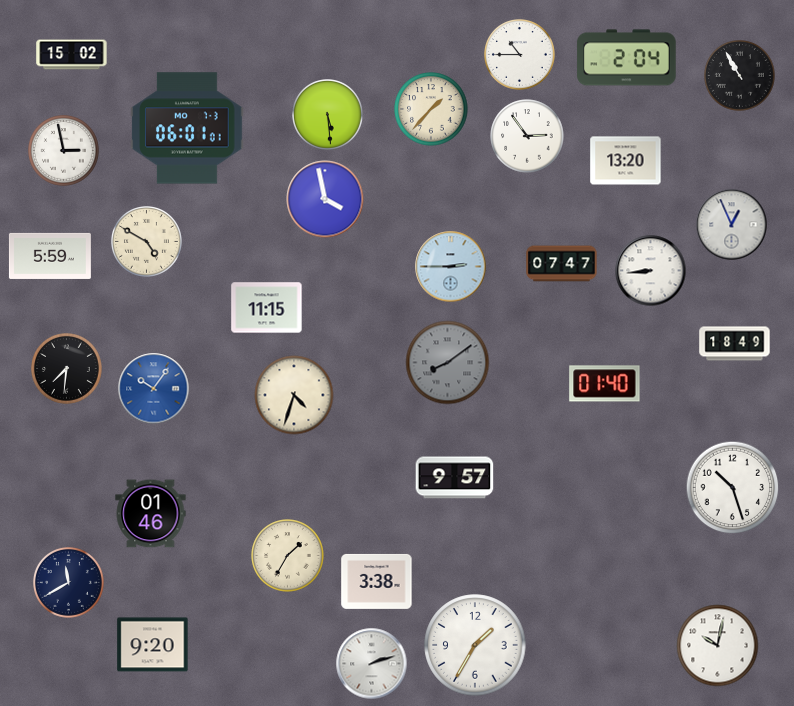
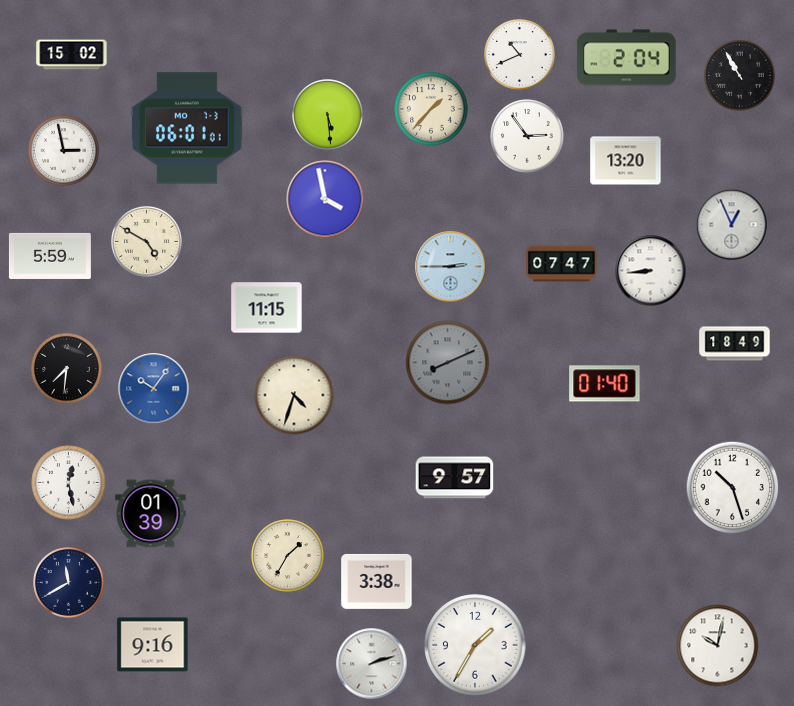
clock at (520, 55): 10:45 -> 10:41
clock at (448, 363): 8:09 -> 8:11
clock at (69, 483): none -> 12:28
clock at (151, 514): 01:46 -> 01:39
clock at (153, 645): 9:20 -> 9:16
